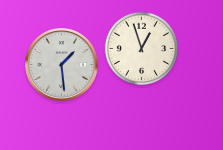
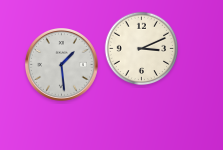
clock at (142, 49): 12:57 -> 3:11
